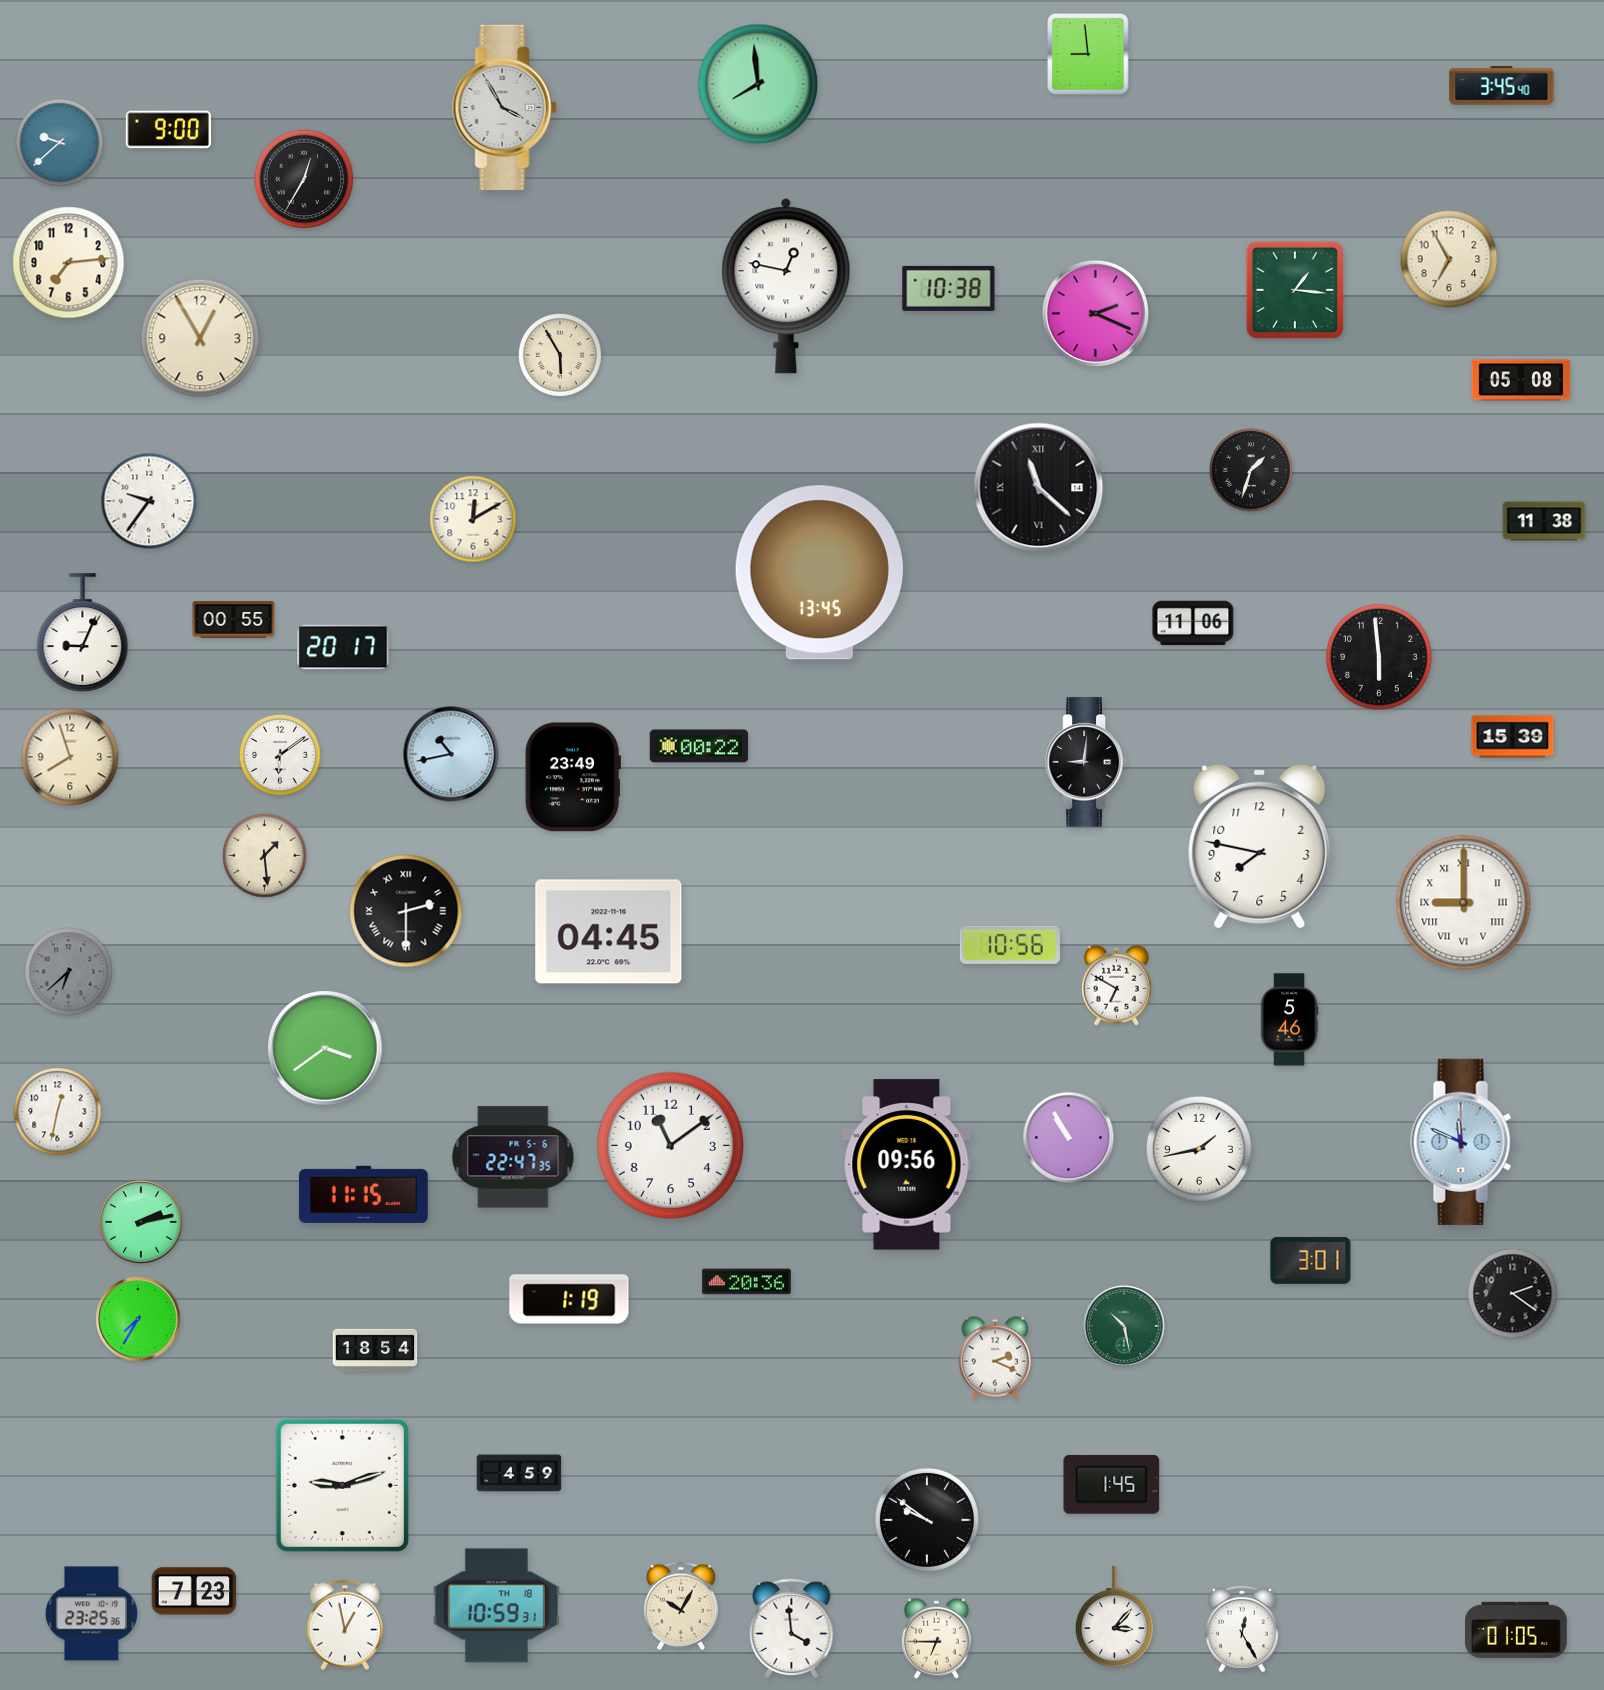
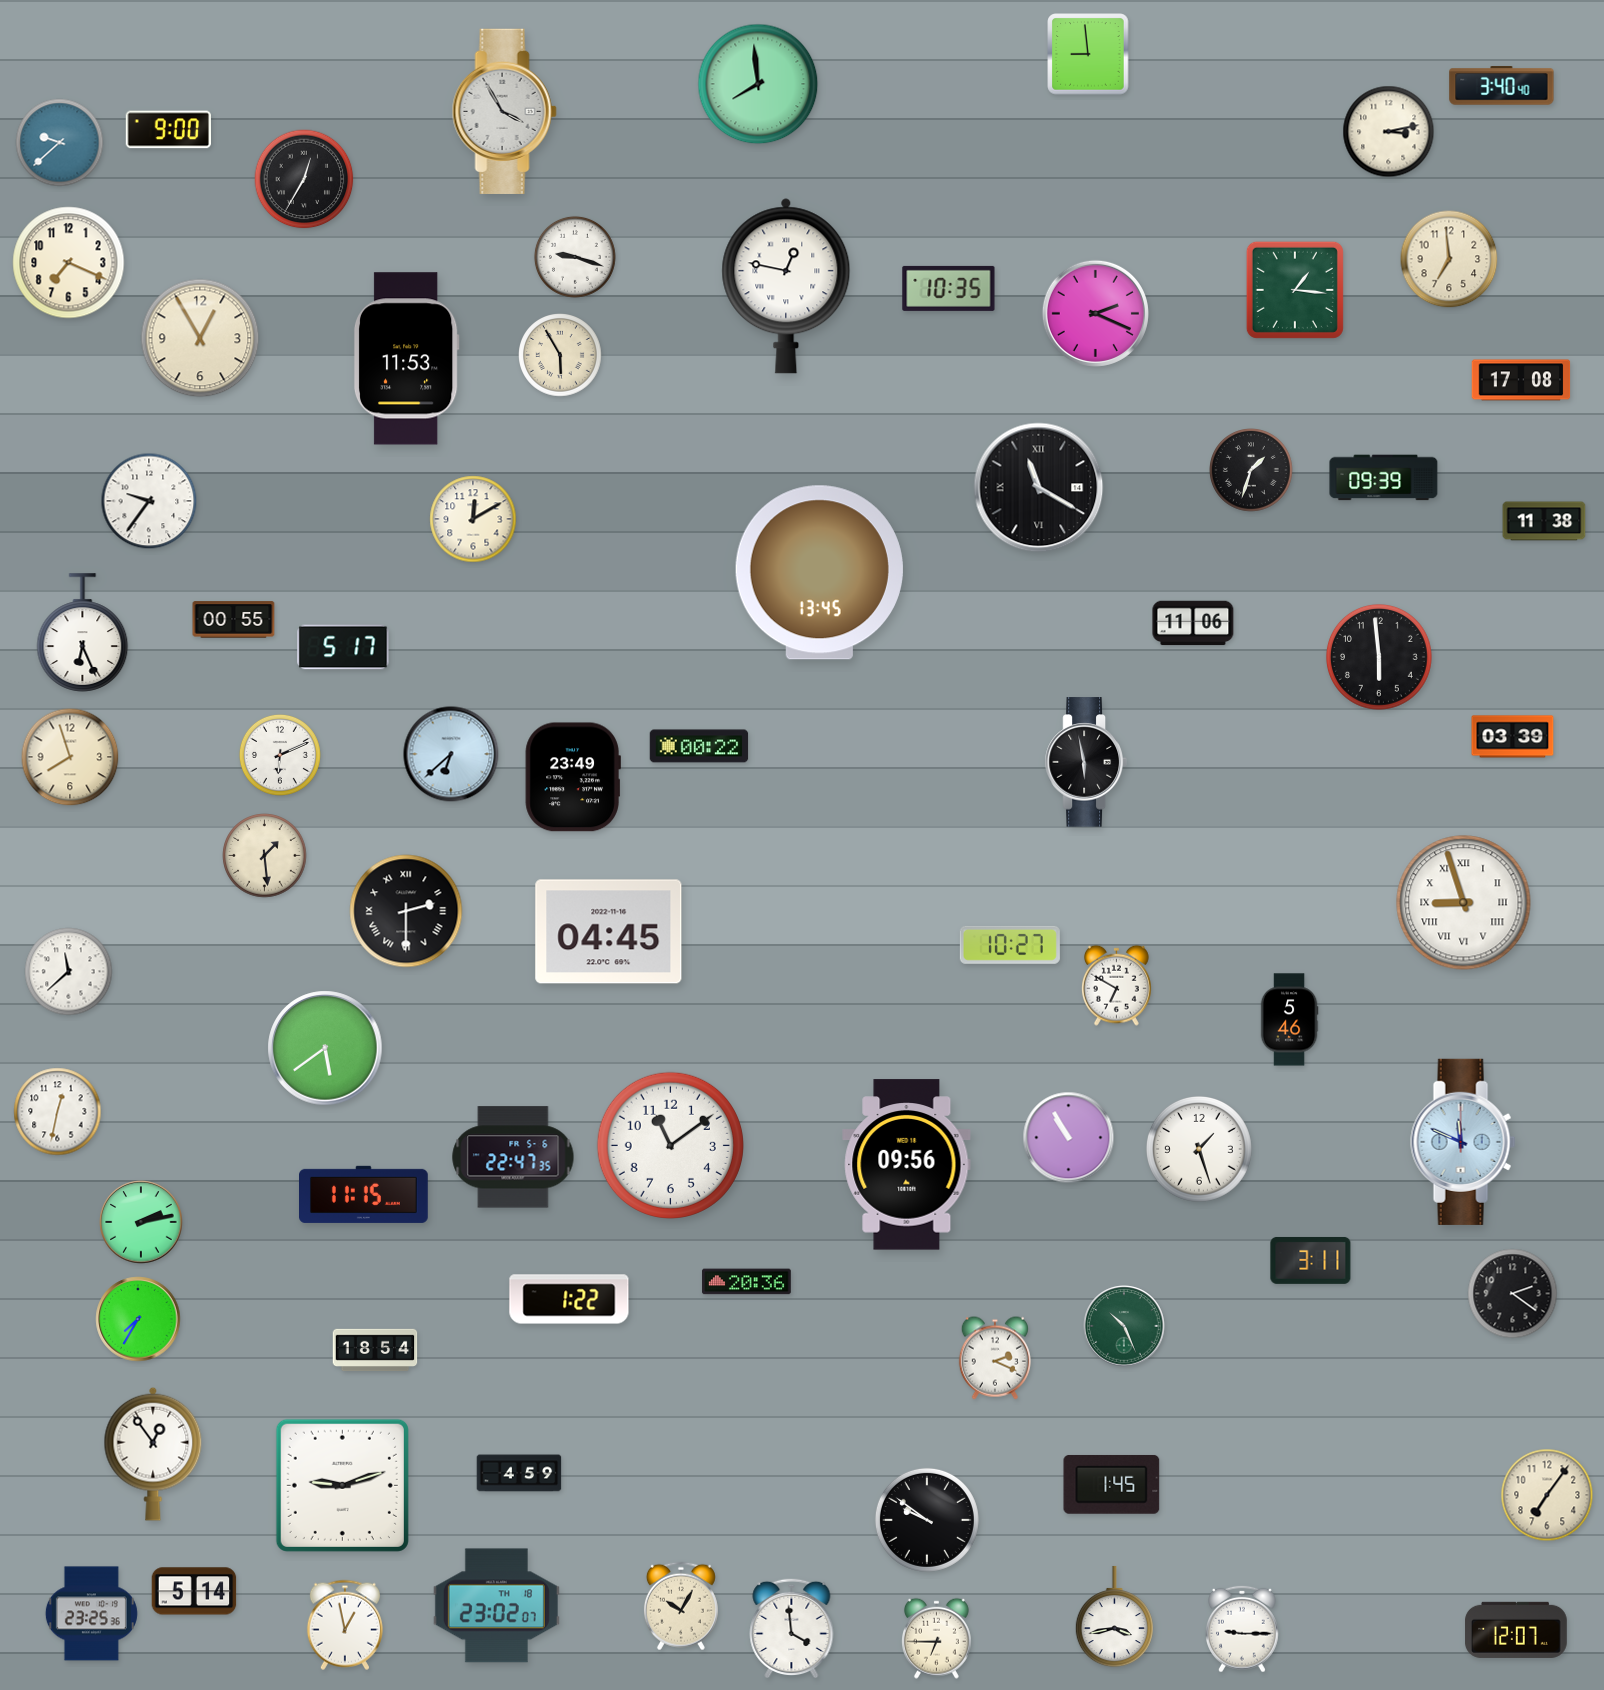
clock at (1502, 86): 3:45 -> 3:40
clock at (504, 107) position: (504, 107) -> (504, 111)
clock at (1389, 132): none -> 3:13
clock at (575, 257): none -> 9:18
clock at (1449, 259): 6:55 -> 6:59
clock at (69, 263): 7:14 -> 7:19
clock at (949, 288): 10:38 -> 10:35
clock at (406, 359): none -> 11:53
clock at (1521, 380): 05:08 -> 17:08
clock at (1384, 478): none -> 09:39
clock at (1039, 488): 11:22 -> 11:20
clock at (83, 633): 9:04 -> 6:26
clock at (343, 647): 20:17 -> 5:17
clock at (1513, 737): 15:39 -> 03:39
clock at (451, 754): 10:43 -> 6:38
clock at (280, 755): 6:09 -> 6:11
clock at (1086, 762): 9:01 -> 5:58
clock at (1260, 846): 7:47 -> none
clock at (1464, 903): 9:00 -> 8:57
clock at (1010, 945): 10:56 -> 10:27
clock at (69, 972): 6:38 -> 11:38
clock at (69, 972) dial: grey -> white
clock at (325, 1048): 3:39 -> 5:39
clock at (1199, 1149): 1:43 -> 1:27
clock at (1311, 1260): 3:01 -> 3:11
clock at (569, 1299): 1:19 -> 1:22
clock at (1124, 1326): 10:28 -> 10:26
clock at (153, 1454): none -> 12:54
clock at (1547, 1495): none -> 7:06
clock at (194, 1591): 7:23 -> 5:14
clock at (496, 1606): 10:59 -> 23:02
clock at (1114, 1617): 3:07 -> 3:43
clock at (1243, 1629): 12:25 -> 9:15
clock at (1517, 1630): 01:05 -> 12:07
